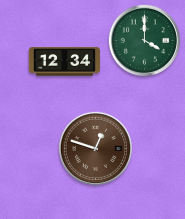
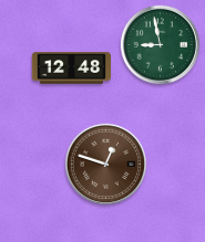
clock at (144, 40): 4:00 -> 8:58
clock at (64, 62): 12:34 -> 12:48
